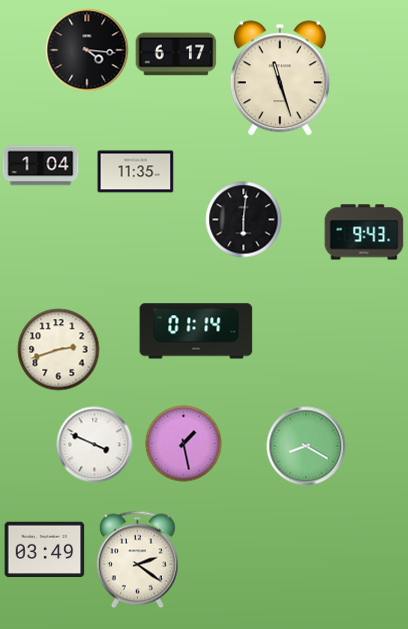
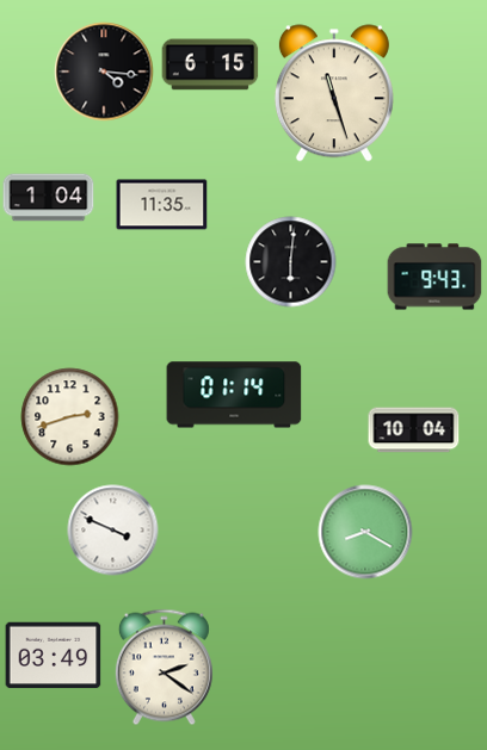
clock at (87, 50) position: (87, 50) -> (104, 72)
clock at (176, 54): 6:17 -> 6:15
clock at (414, 430): none -> 10:04
clock at (184, 444): 1:28 -> none
